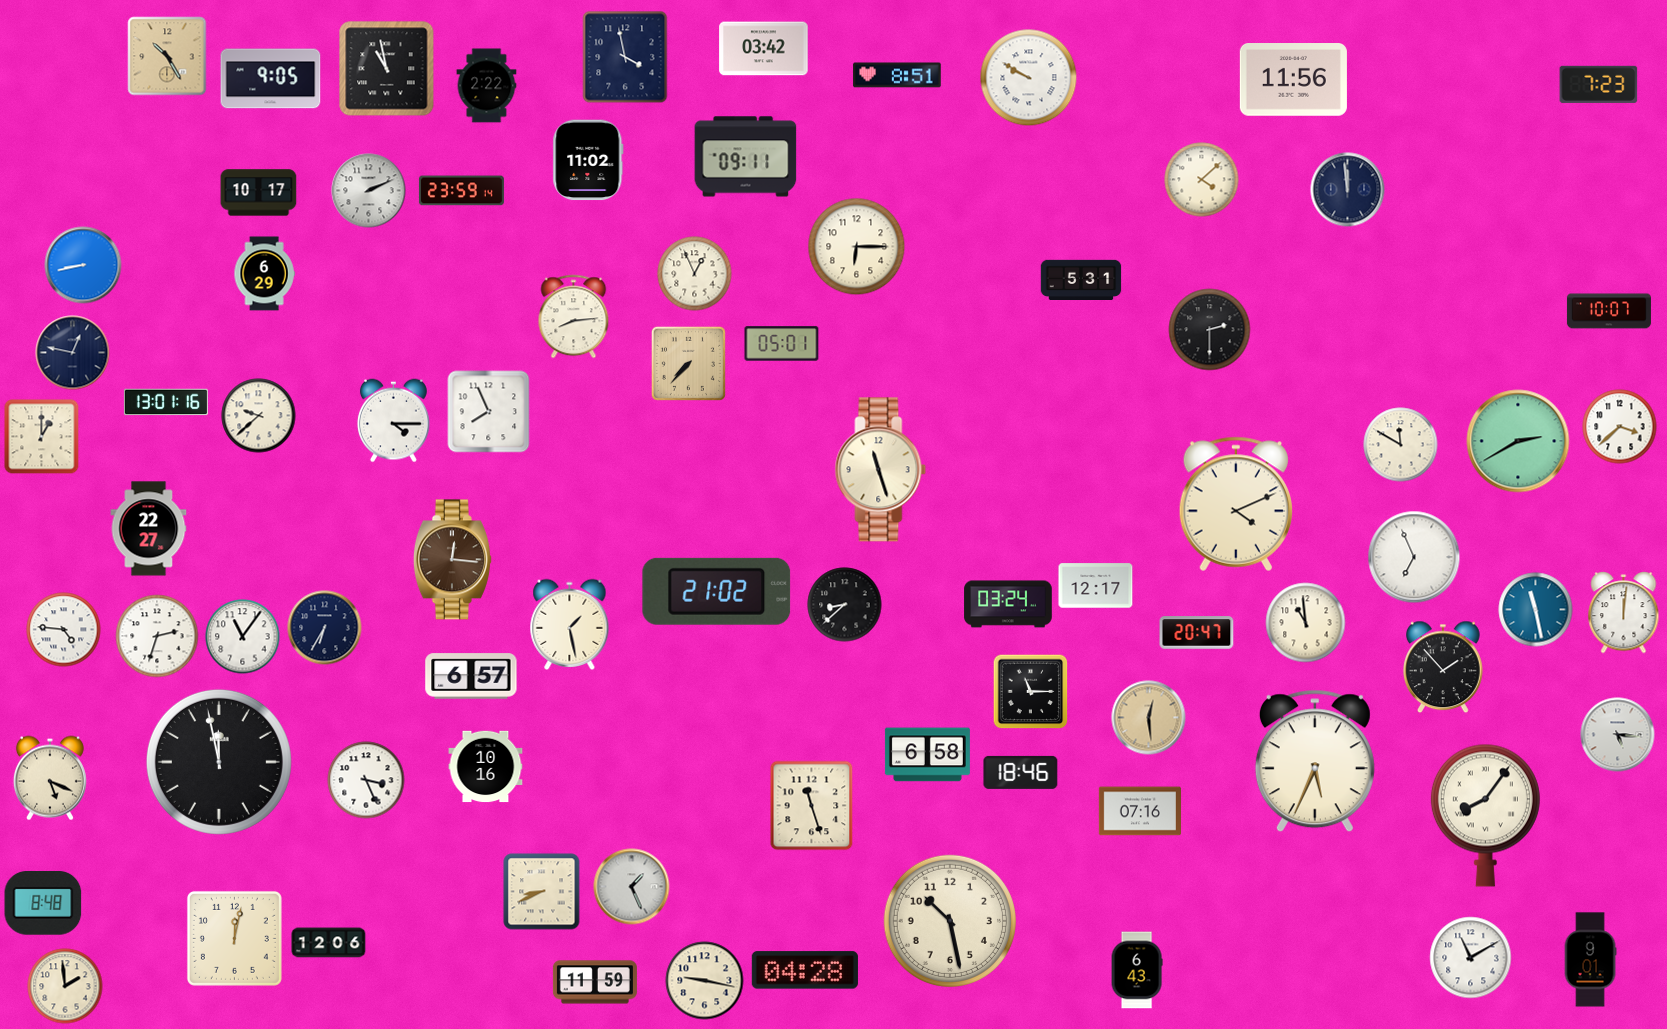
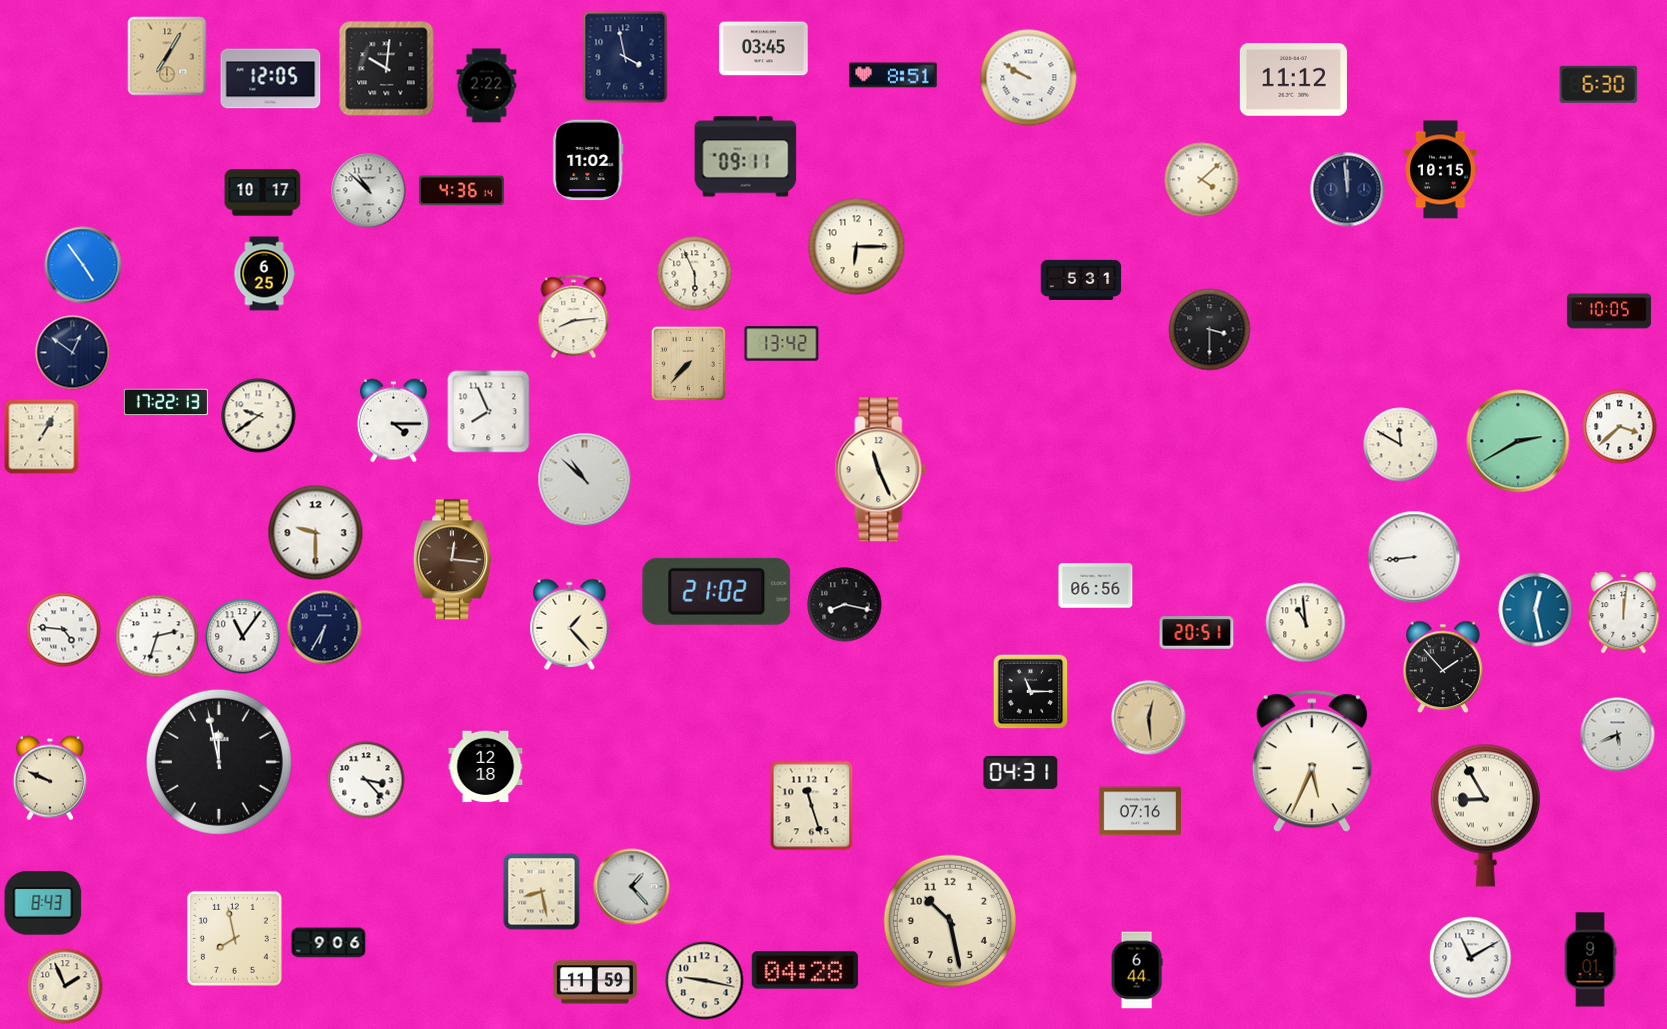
clock at (764, 49): 03:42 -> 03:45
clock at (167, 56): 10:25 -> 7:05
clock at (387, 69): 10:58 -> 10:01
clock at (897, 75) position: (897, 75) -> (893, 75)
clock at (271, 79): 9:05 -> 12:05
clock at (1293, 80): 11:56 -> 11:12
clock at (1599, 84): 7:23 -> 6:30
clock at (1441, 170): none -> 10:15
clock at (369, 191): 2:11 -> 10:52
clock at (461, 191): 23:59 -> 4:36
clock at (259, 193) position: (259, 193) -> (263, 193)
clock at (83, 265): 8:43 -> 4:54
clock at (264, 274): 6:29 -> 6:25
clock at (695, 274): 12:56 -> 5:56
clock at (1609, 311): 10:07 -> 10:05
clock at (1210, 330): 2:30 -> 3:30
clock at (782, 344): 05:01 -> 13:42
clock at (73, 353): 12:47 -> 12:51
clock at (166, 402): 13:01 -> 17:22
clock at (259, 416): 9:38 -> 9:39
clock at (42, 437): 1:00 -> 1:05
clock at (881, 470): 11:27 -> 11:26
clock at (585, 480): none -> 10:52
clock at (1235, 504): 4:11 -> none
clock at (149, 529): 22:27 -> none
clock at (316, 533): none -> 9:30
clock at (1414, 557): 6:56 -> 8:44
clock at (1096, 586): 12:17 -> 06:56
clock at (1008, 604): 03:24 -> none
clock at (845, 605): 8:38 -> 8:17
clock at (1536, 610): 11:28 -> 12:28
clock at (570, 624): 1:28 -> 1:23
clock at (1197, 633): 20:47 -> 20:51
clock at (471, 676): 6:57 -> none
clock at (1618, 735): 5:16 -> 5:41
clock at (927, 755): 6:58 -> none
clock at (1315, 761) position: (1315, 761) -> (1312, 761)
clock at (486, 767): 10:16 -> 12:18
clock at (1021, 772): 18:46 -> 04:31
clock at (50, 778): 5:19 -> 9:49
clock at (366, 780): 3:26 -> 3:23
clock at (1485, 815): 8:06 -> 8:55
clock at (632, 887): 1:26 -> 1:23
clock at (542, 892): 8:41 -> 8:28
clock at (43, 904): 8:48 -> 8:43
clock at (234, 938): 12:02 -> 7:58
clock at (329, 943): 12:06 -> 9:06
clock at (1137, 970): 6:43 -> 6:44
clock at (65, 986): 1:59 -> 1:56
